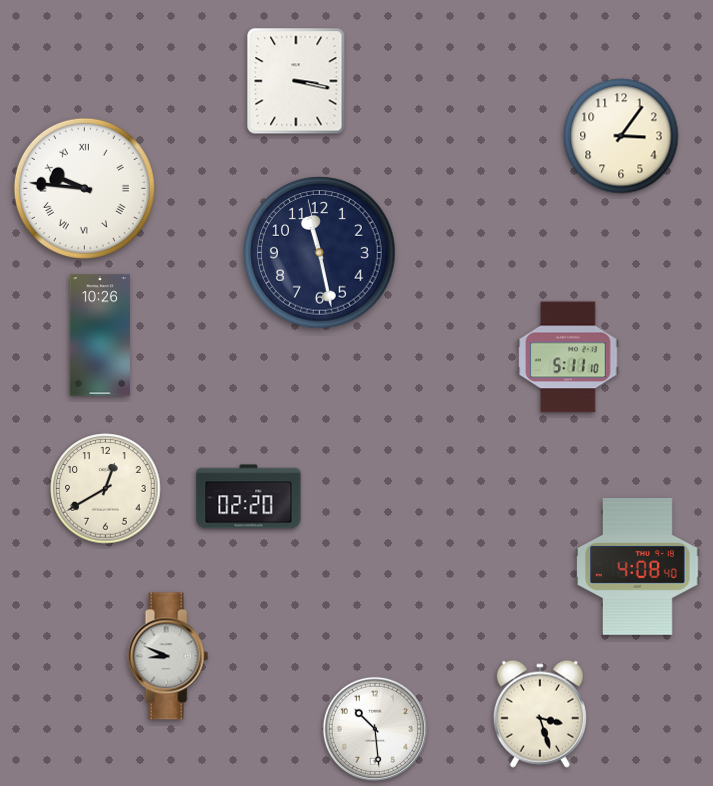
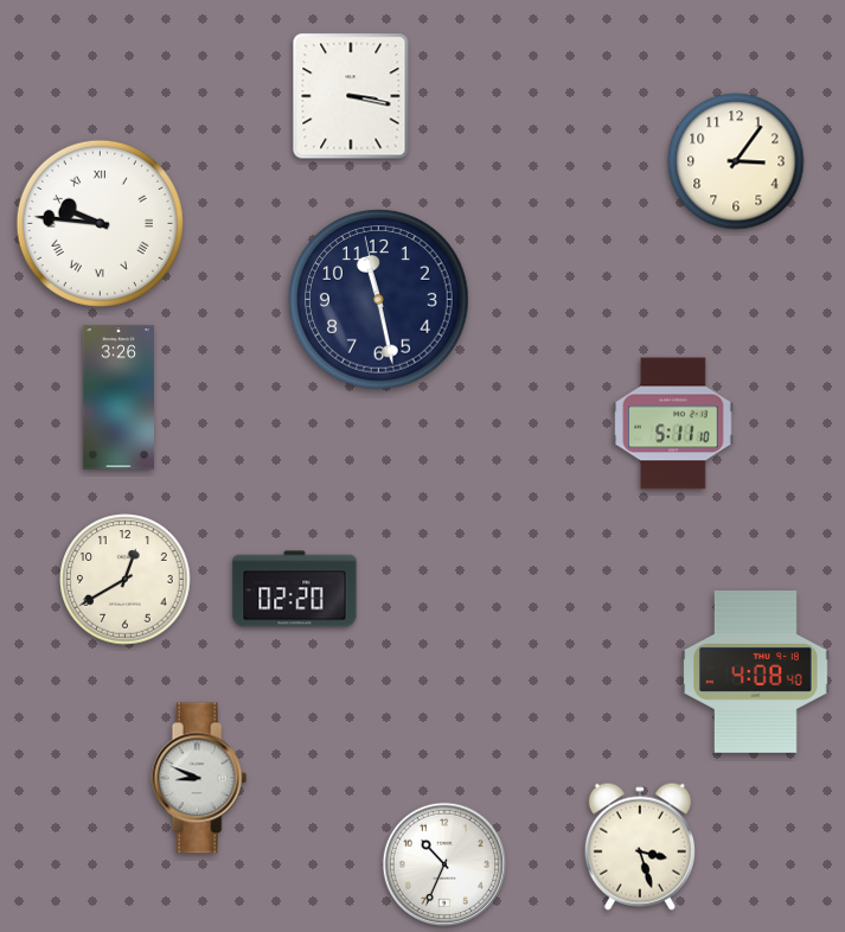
clock at (100, 335): 10:26 -> 3:26
clock at (374, 728): 10:29 -> 10:34
